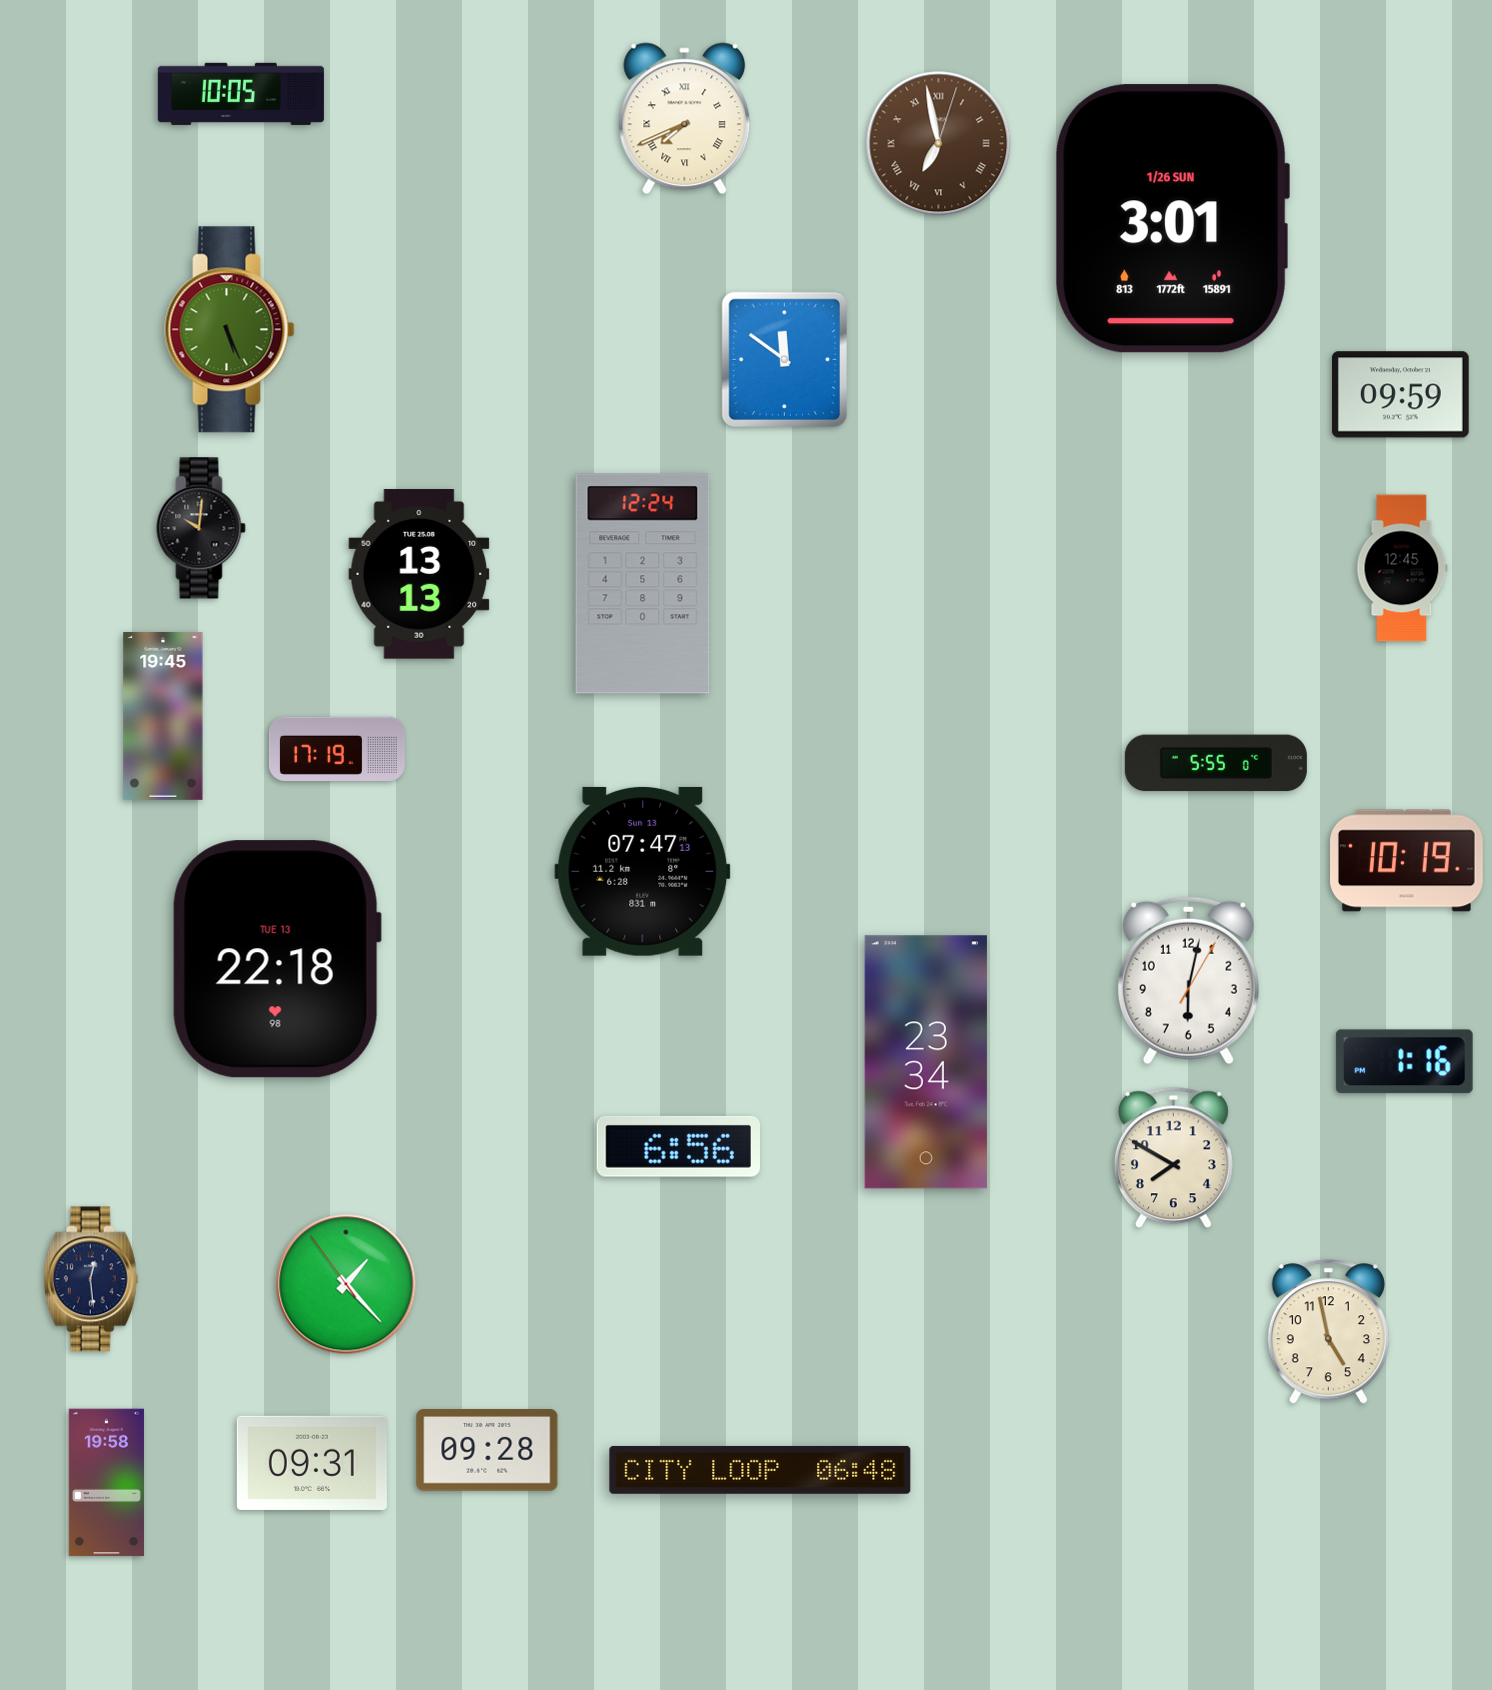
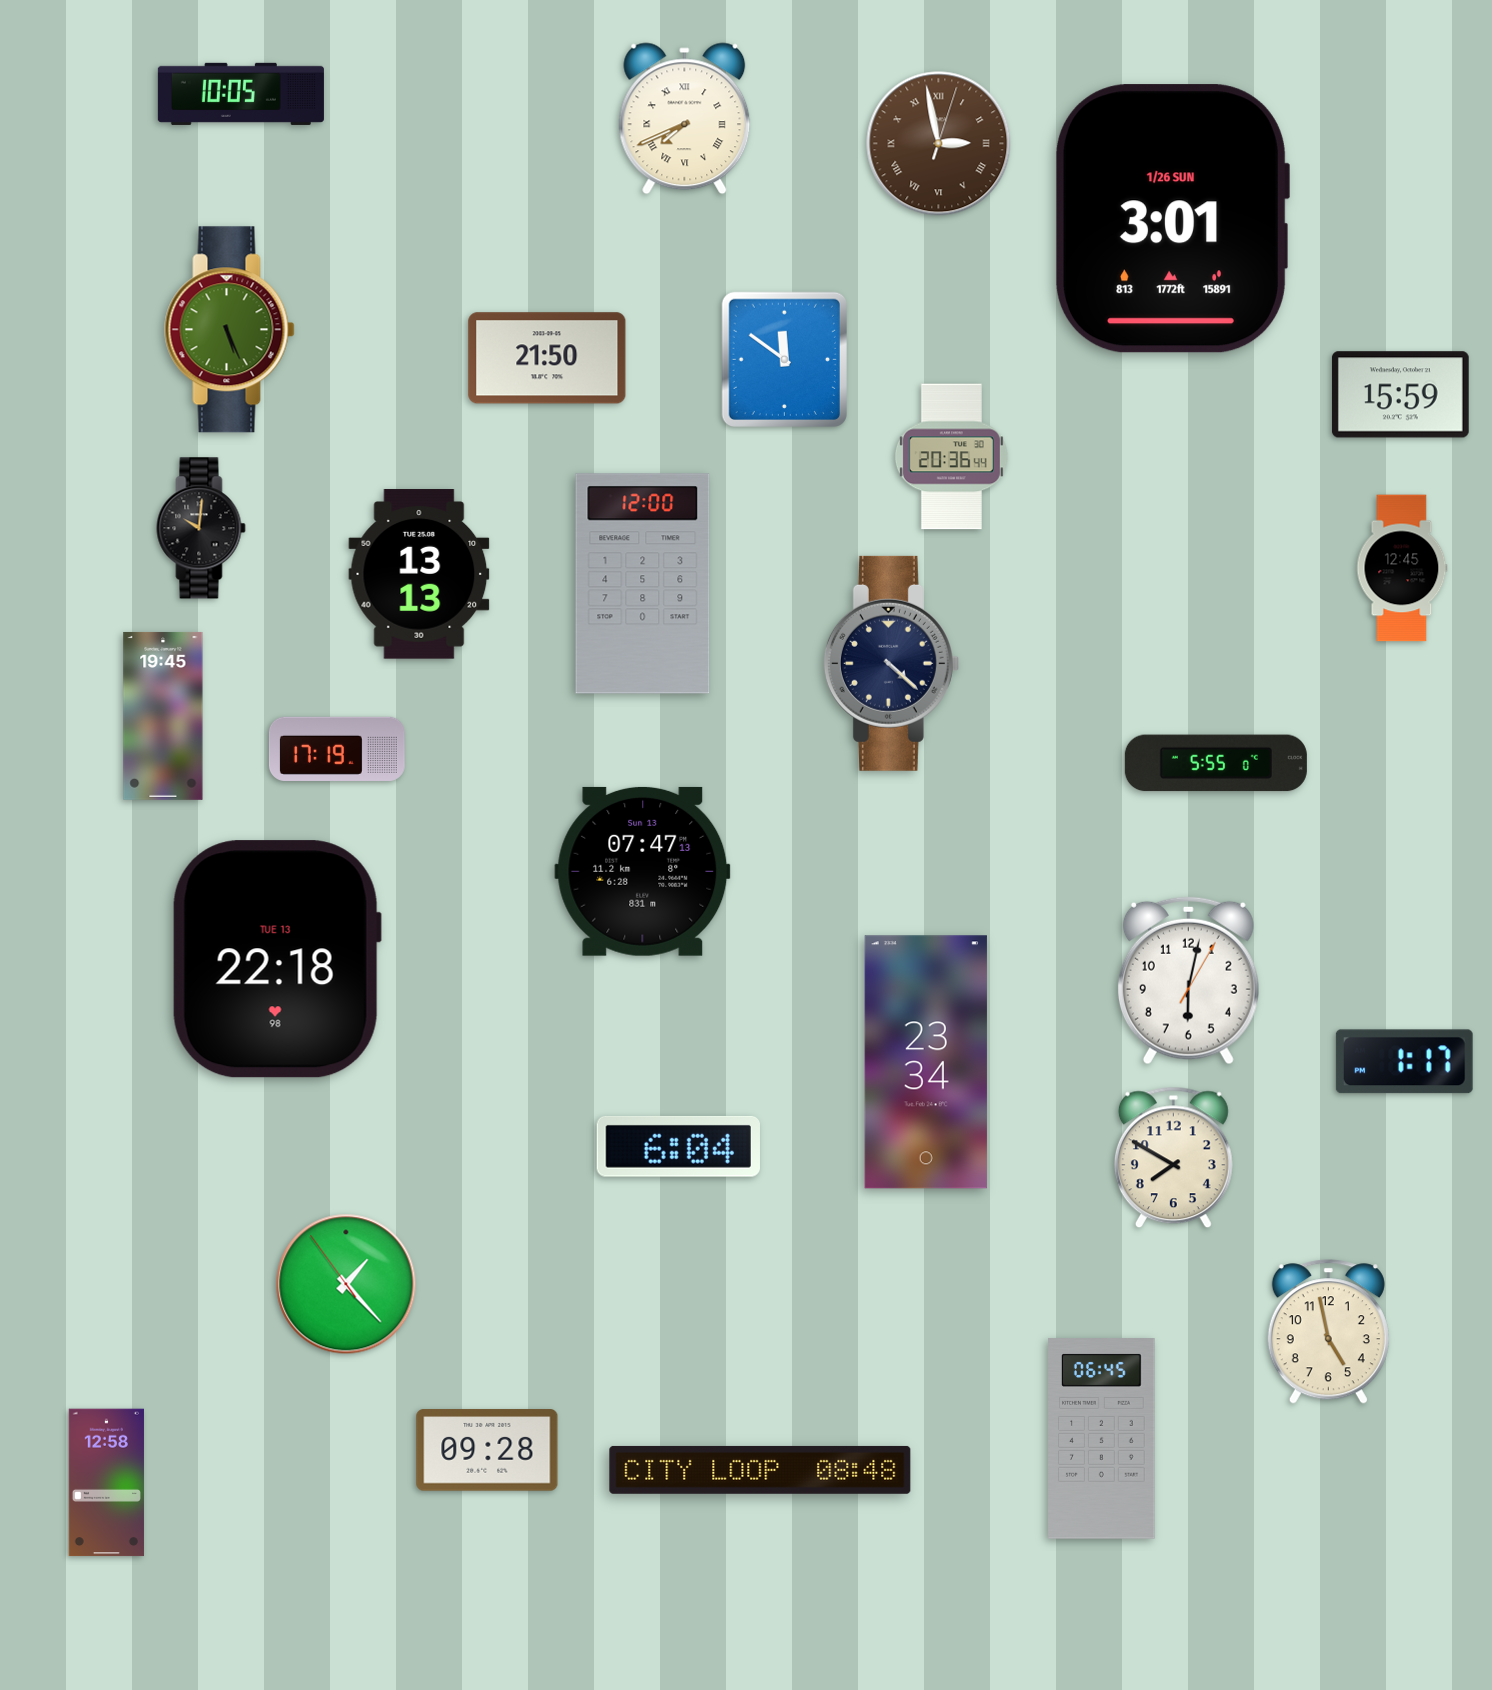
clock at (939, 144): 6:58 -> 2:58
clock at (547, 358): none -> 21:50
clock at (1400, 395): 09:59 -> 15:59
clock at (951, 457): none -> 20:36
clock at (643, 584): 12:24 -> 12:00
clock at (891, 663): none -> 4:22
clock at (1407, 861): 10:19 -> none
clock at (1404, 1062): 1:16 -> 1:17
clock at (678, 1146): 6:56 -> 6:04
clock at (91, 1279): 12:29 -> none
clock at (1102, 1439): none -> 06:45
clock at (312, 1463): 09:31 -> none
clock at (760, 1470): 06:48 -> 08:48
clock at (106, 1483): 19:58 -> 12:58
